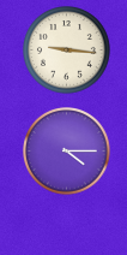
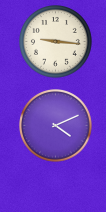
clock at (67, 152): 4:15 -> 4:11
